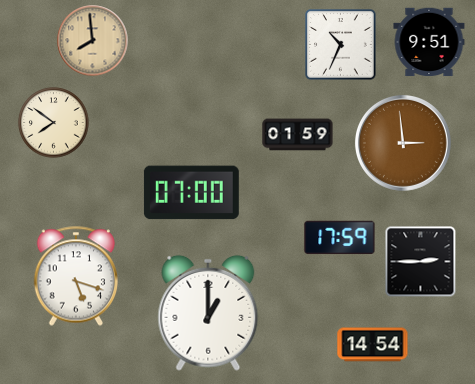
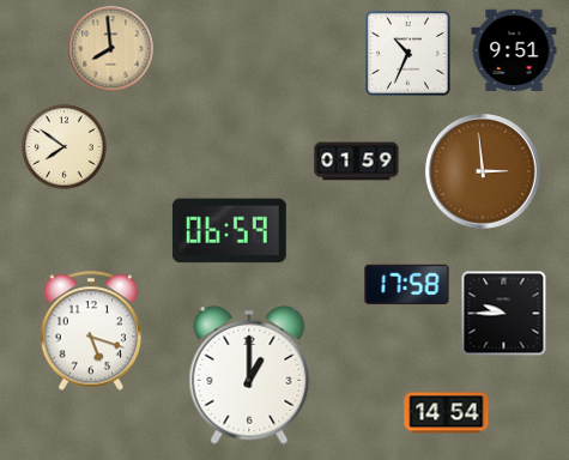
clock at (191, 193): 07:00 -> 06:59
clock at (340, 238): 17:59 -> 17:58
clock at (421, 262): 2:45 -> 9:45
